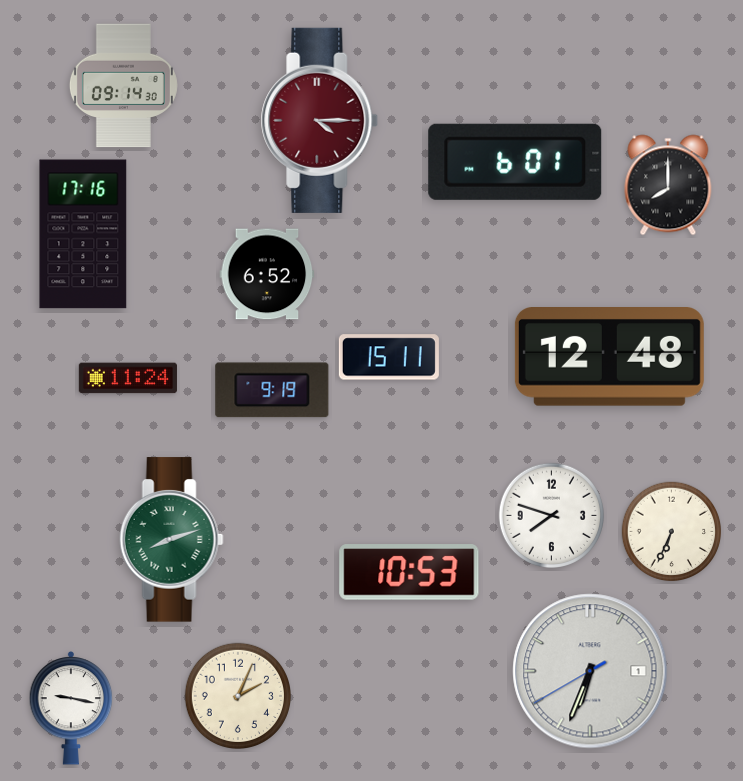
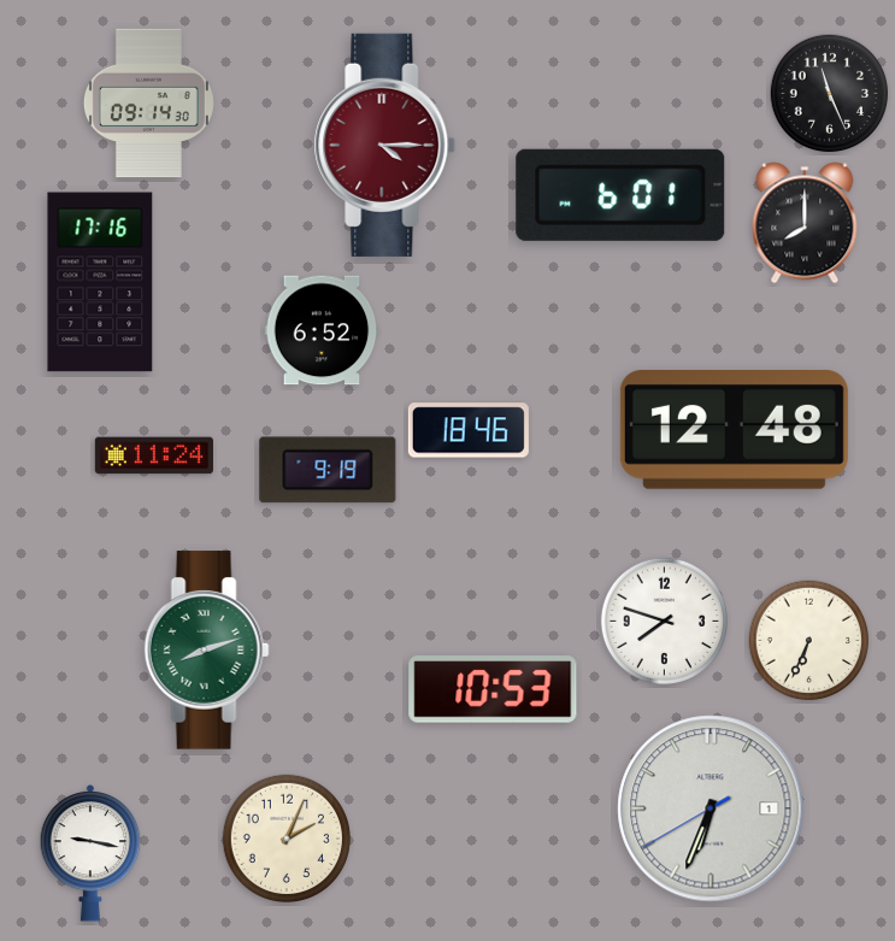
clock at (830, 94): none -> 11:26
clock at (389, 357): 15:11 -> 18:46
clock at (71, 708) position: (71, 708) -> (90, 853)
